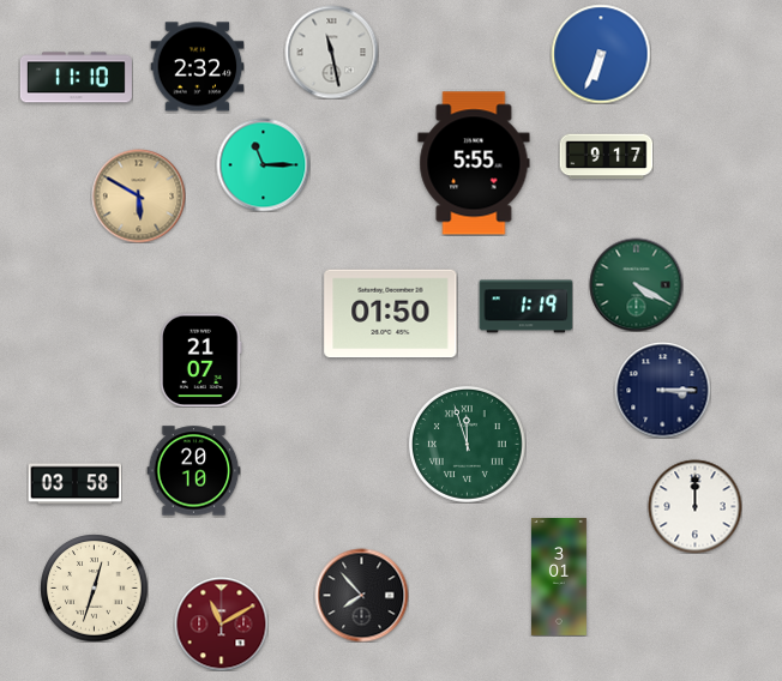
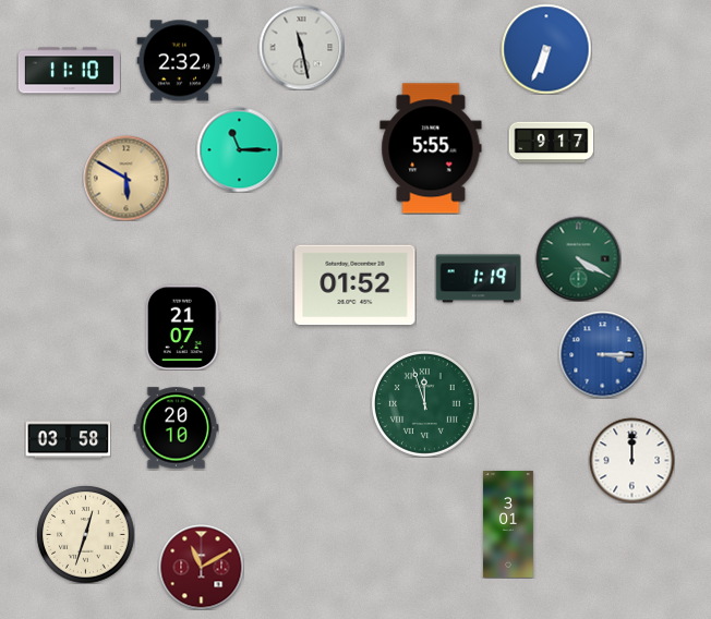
clock at (391, 314): 01:50 -> 01:52
clock at (662, 390) dial: navy -> blue
clock at (361, 595): 7:53 -> none
